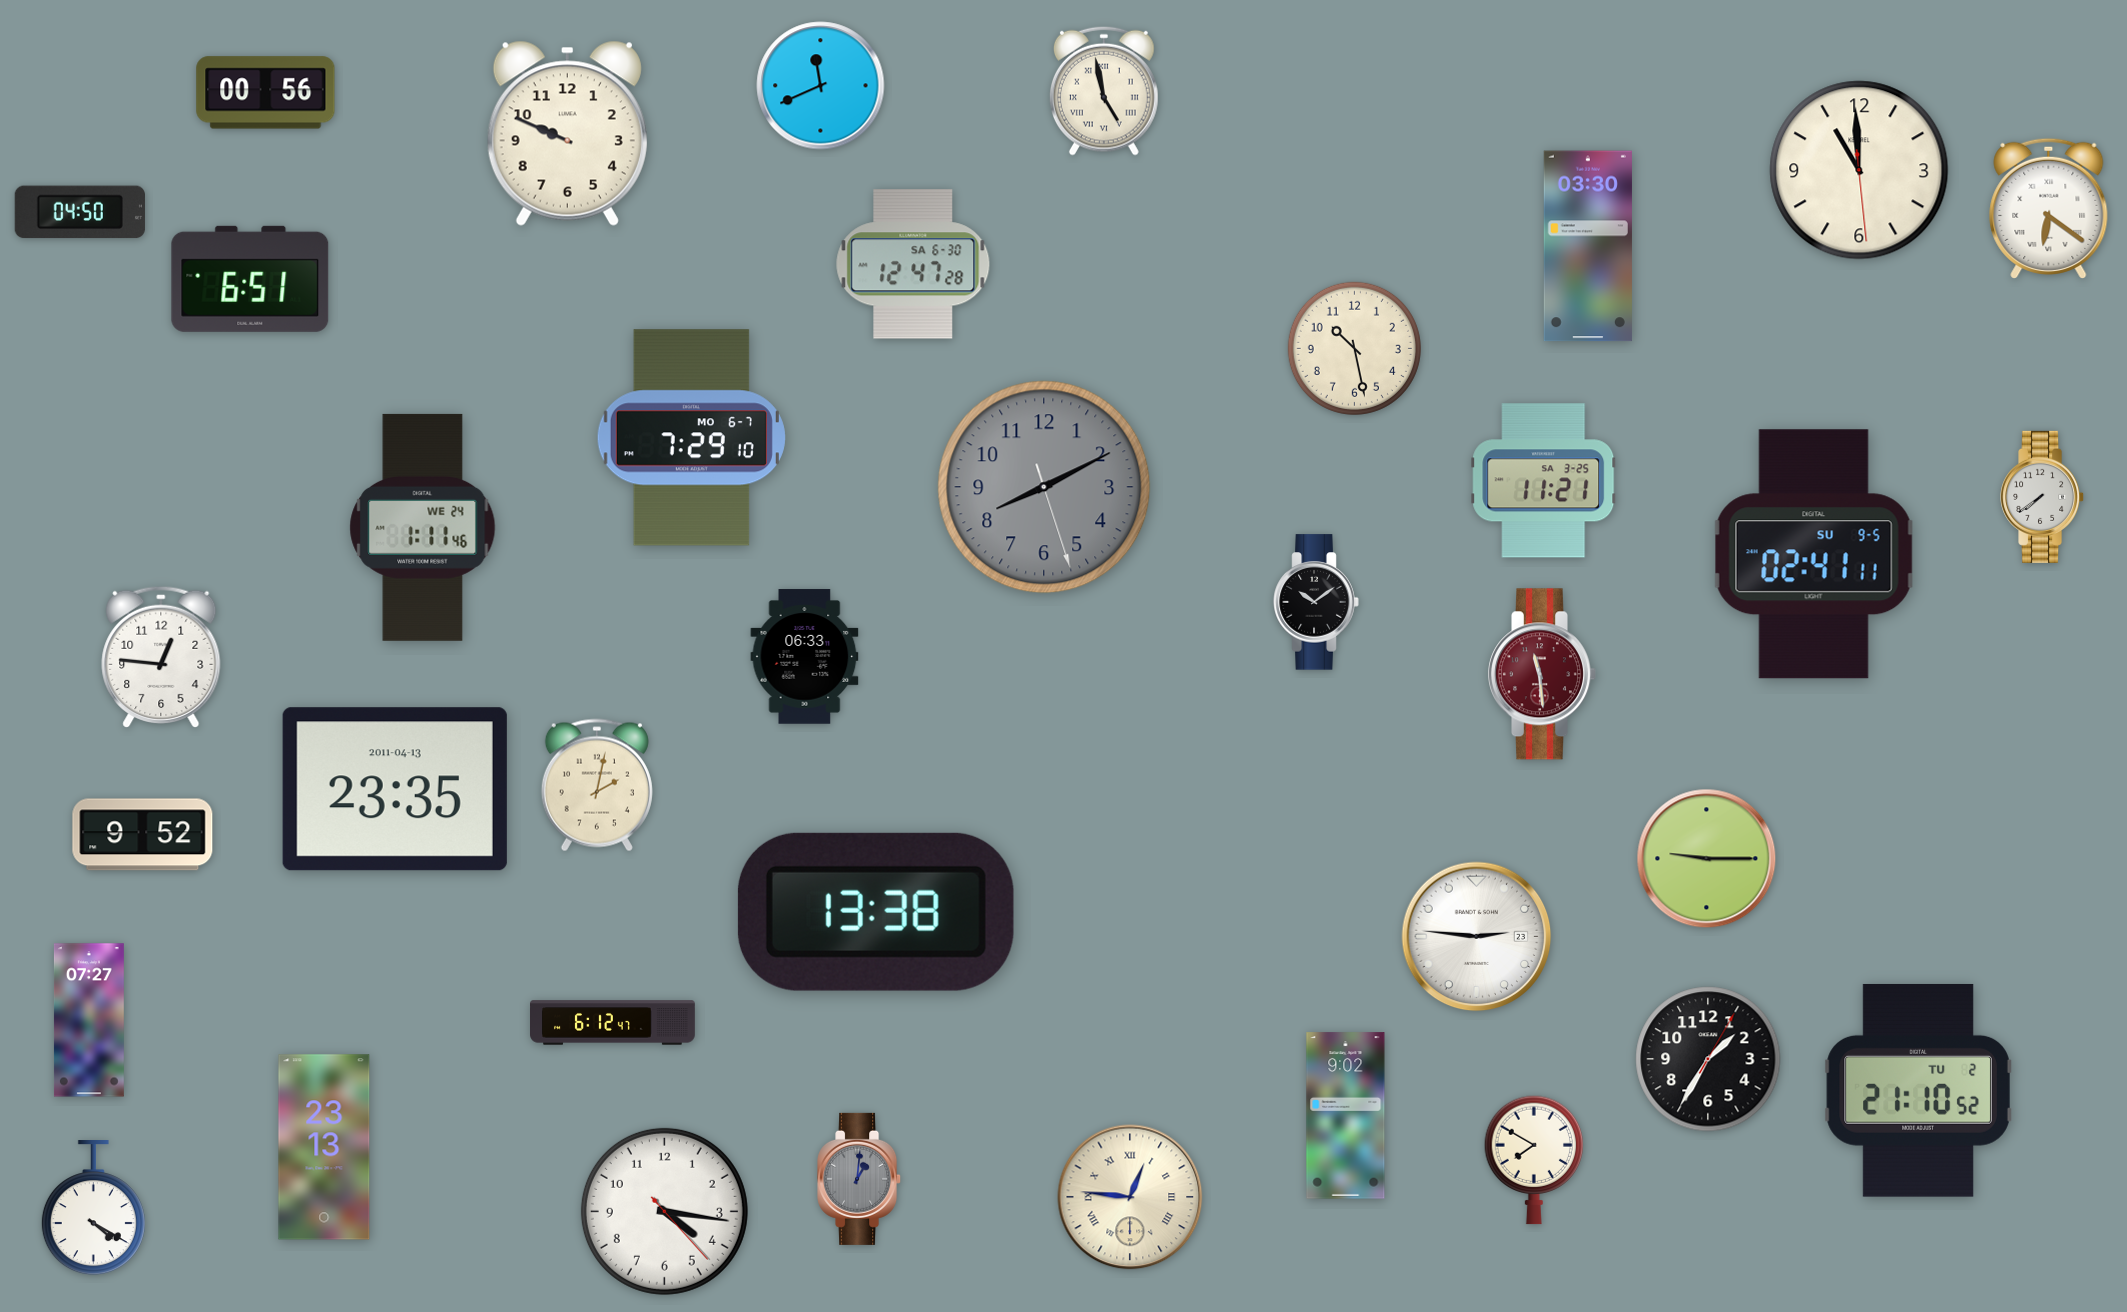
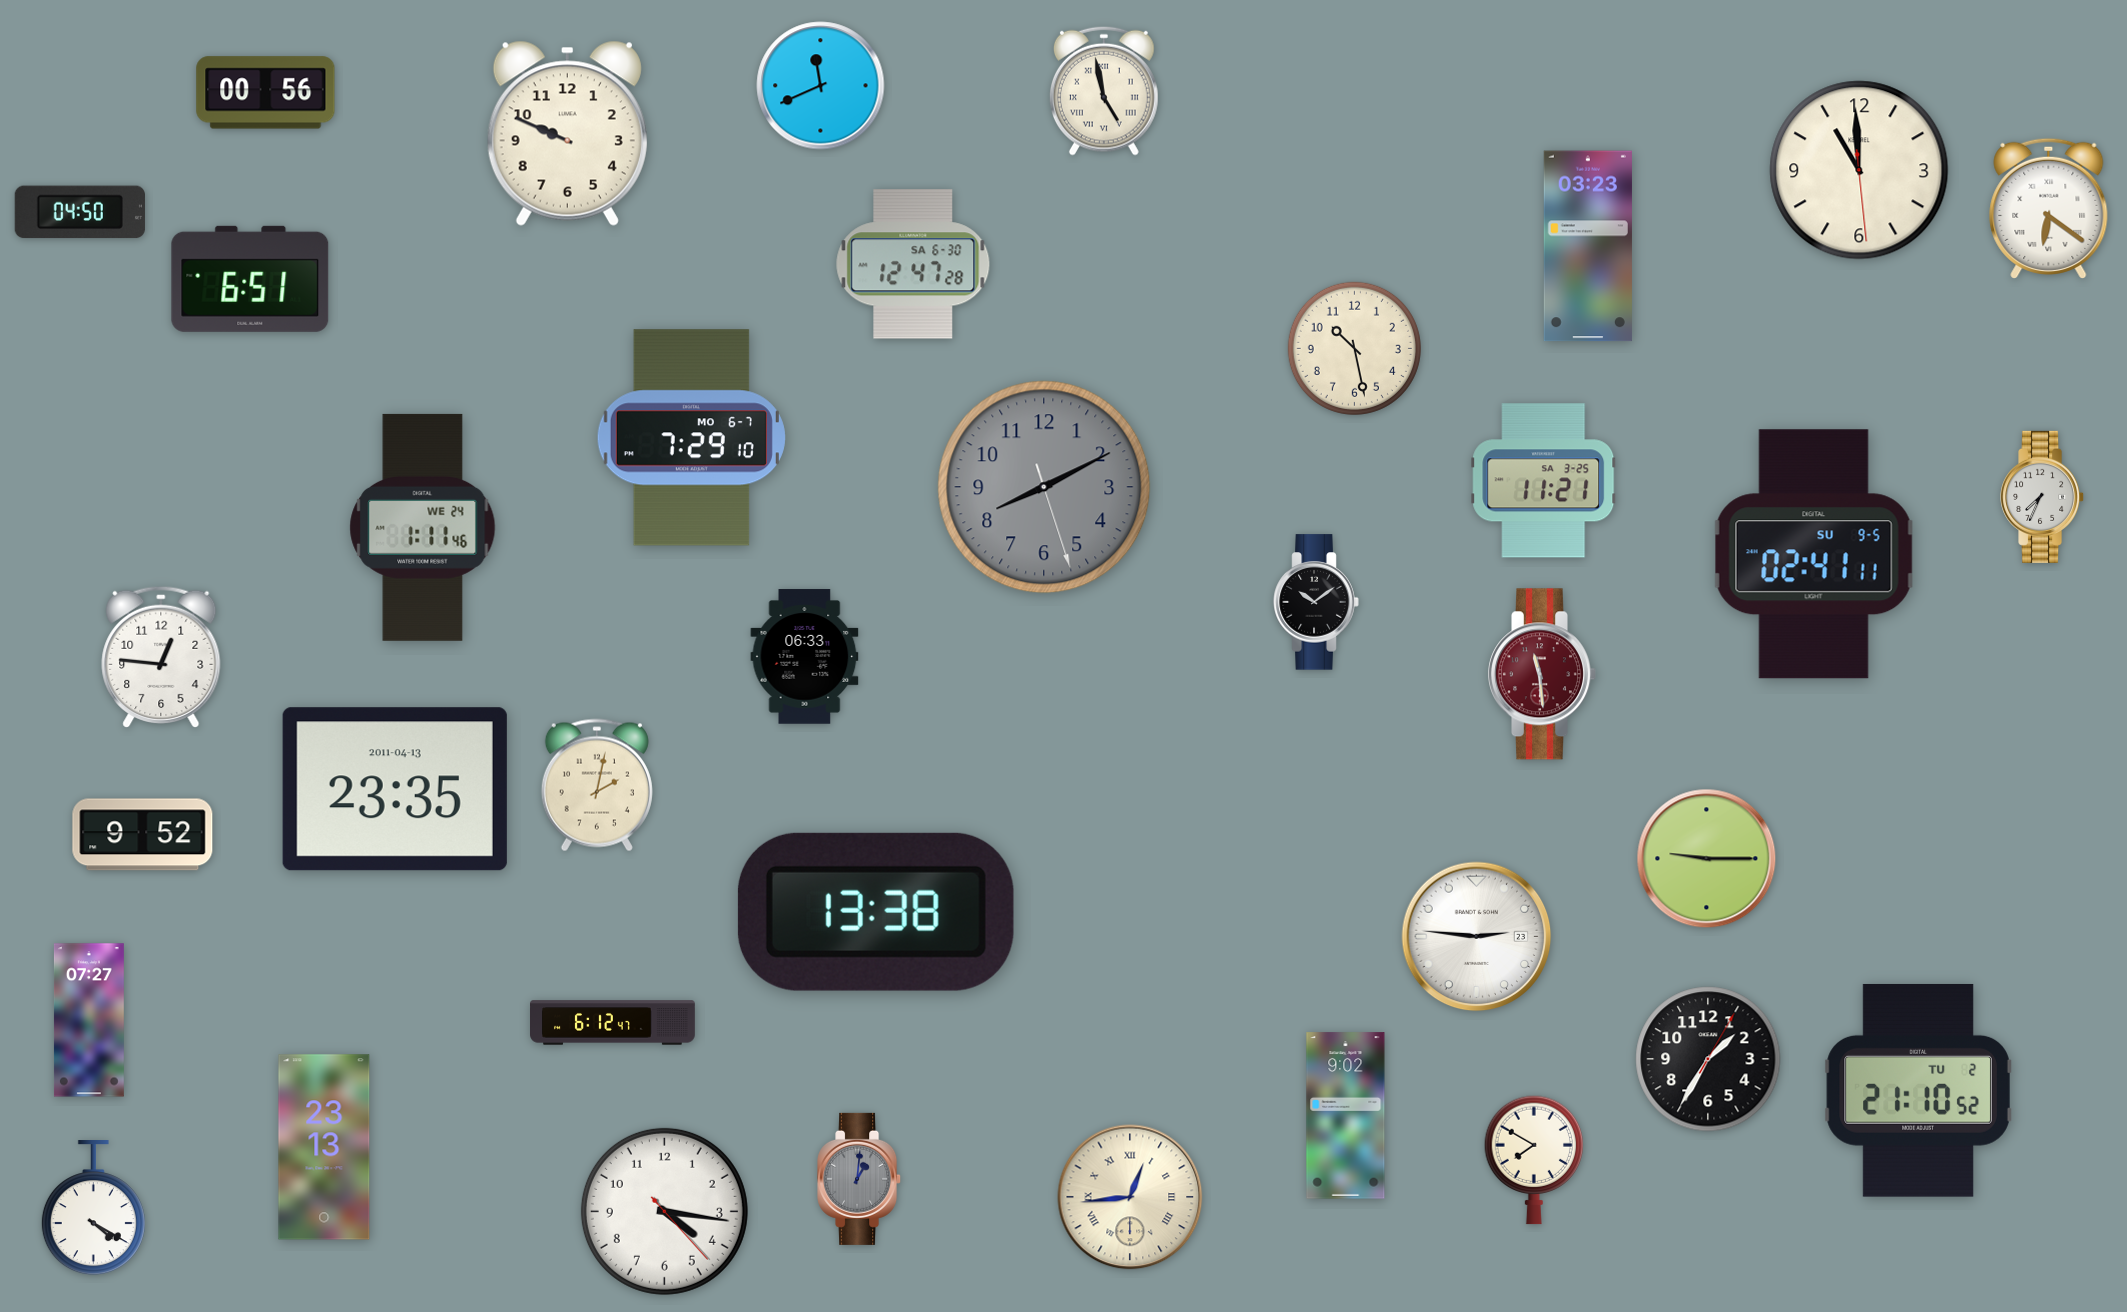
clock at (1588, 246): 03:30 -> 03:23
clock at (2043, 497): 7:39 -> 7:34
clock at (1130, 1197): 12:46 -> 12:44
